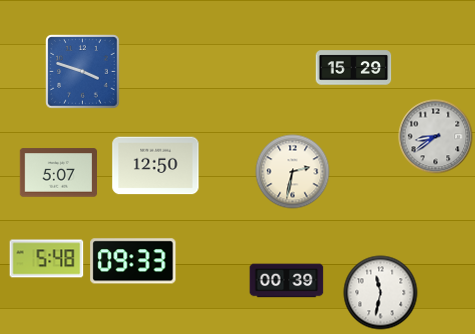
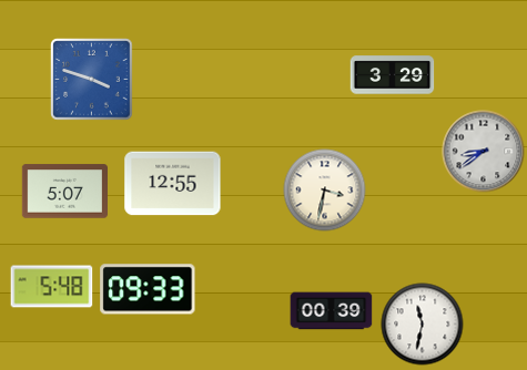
clock at (354, 68): 15:29 -> 3:29
clock at (156, 166): 12:50 -> 12:55
clock at (293, 172): 2:32 -> 3:32
clock at (287, 281) position: (287, 281) -> (332, 311)
